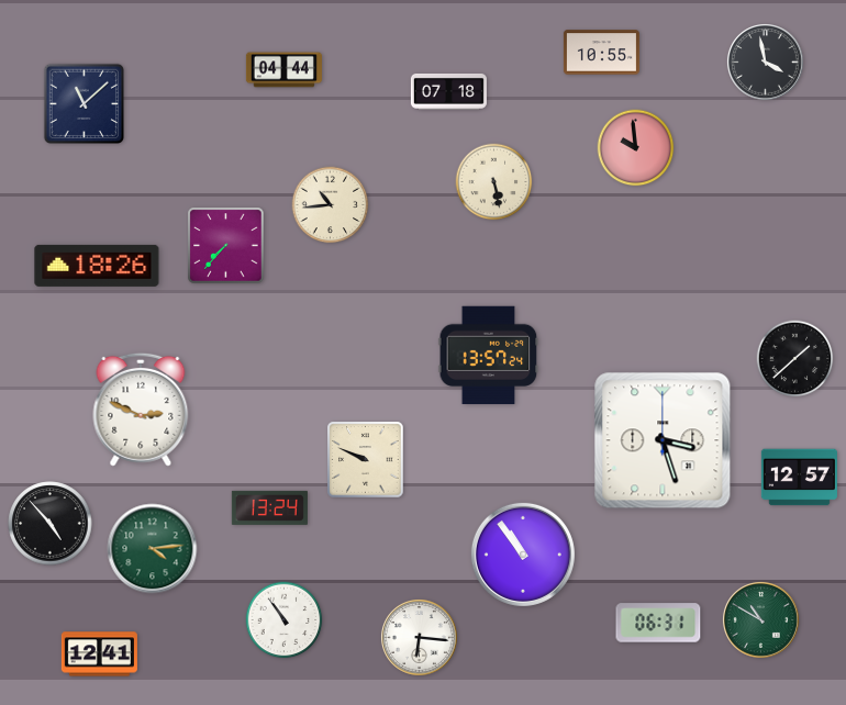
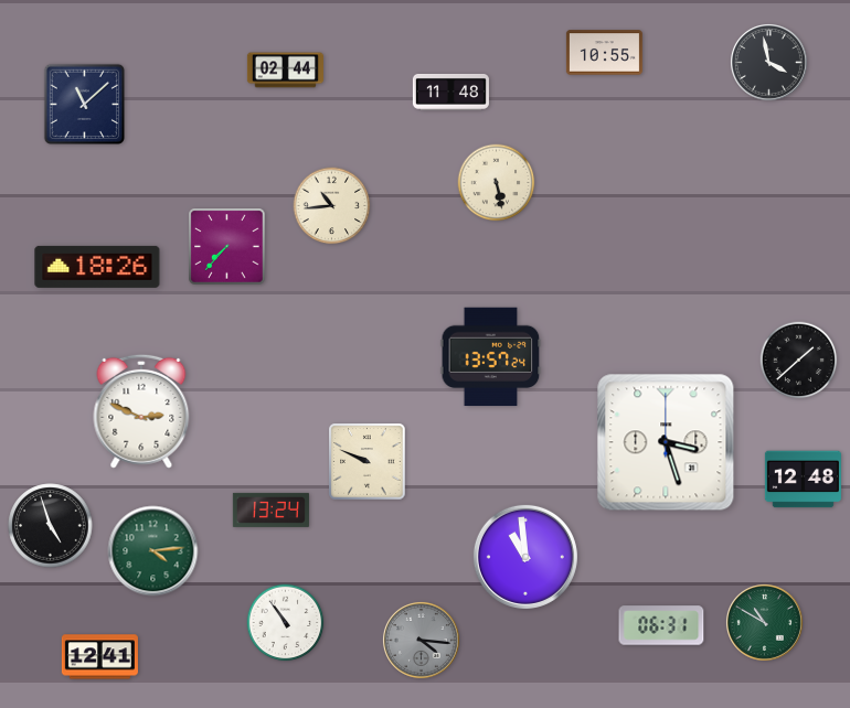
clock at (283, 70): 04:44 -> 02:44
clock at (448, 91): 07:18 -> 11:48
clock at (636, 148): 9:59 -> none
clock at (799, 478): 12:57 -> 12:48
clock at (51, 524): 4:53 -> 4:57
clock at (523, 555): 10:54 -> 10:59
clock at (419, 637): 6:16 -> 4:16
clock at (419, 637) dial: white -> grey
